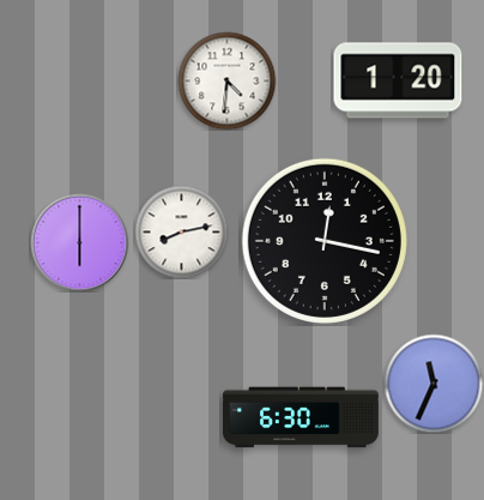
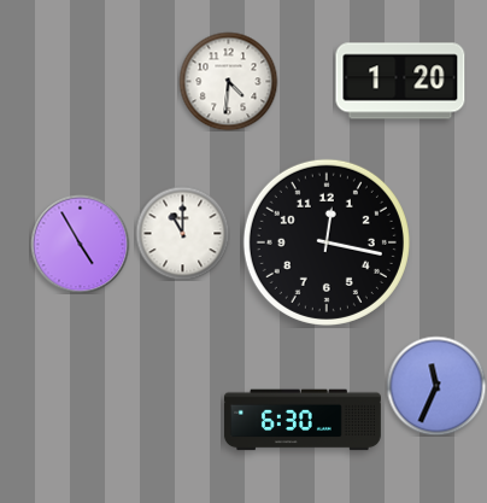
clock at (181, 231): 8:13 -> 11:00
clock at (79, 242): 6:00 -> 4:55
